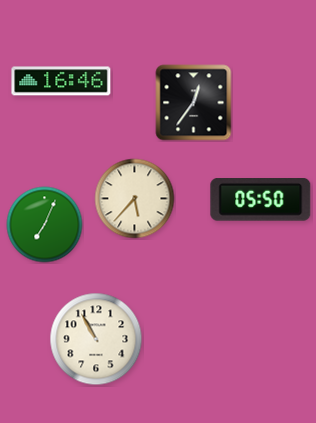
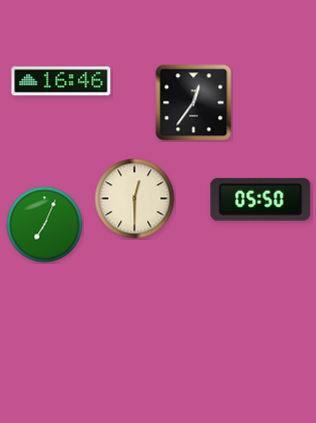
clock at (135, 199): 5:37 -> 12:30
clock at (96, 339): 10:55 -> none
